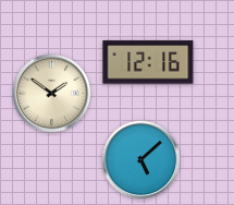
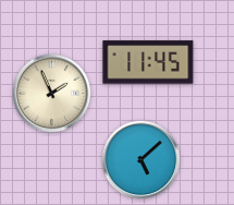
clock at (148, 62): 12:16 -> 11:45
clock at (52, 94): 1:51 -> 1:56
